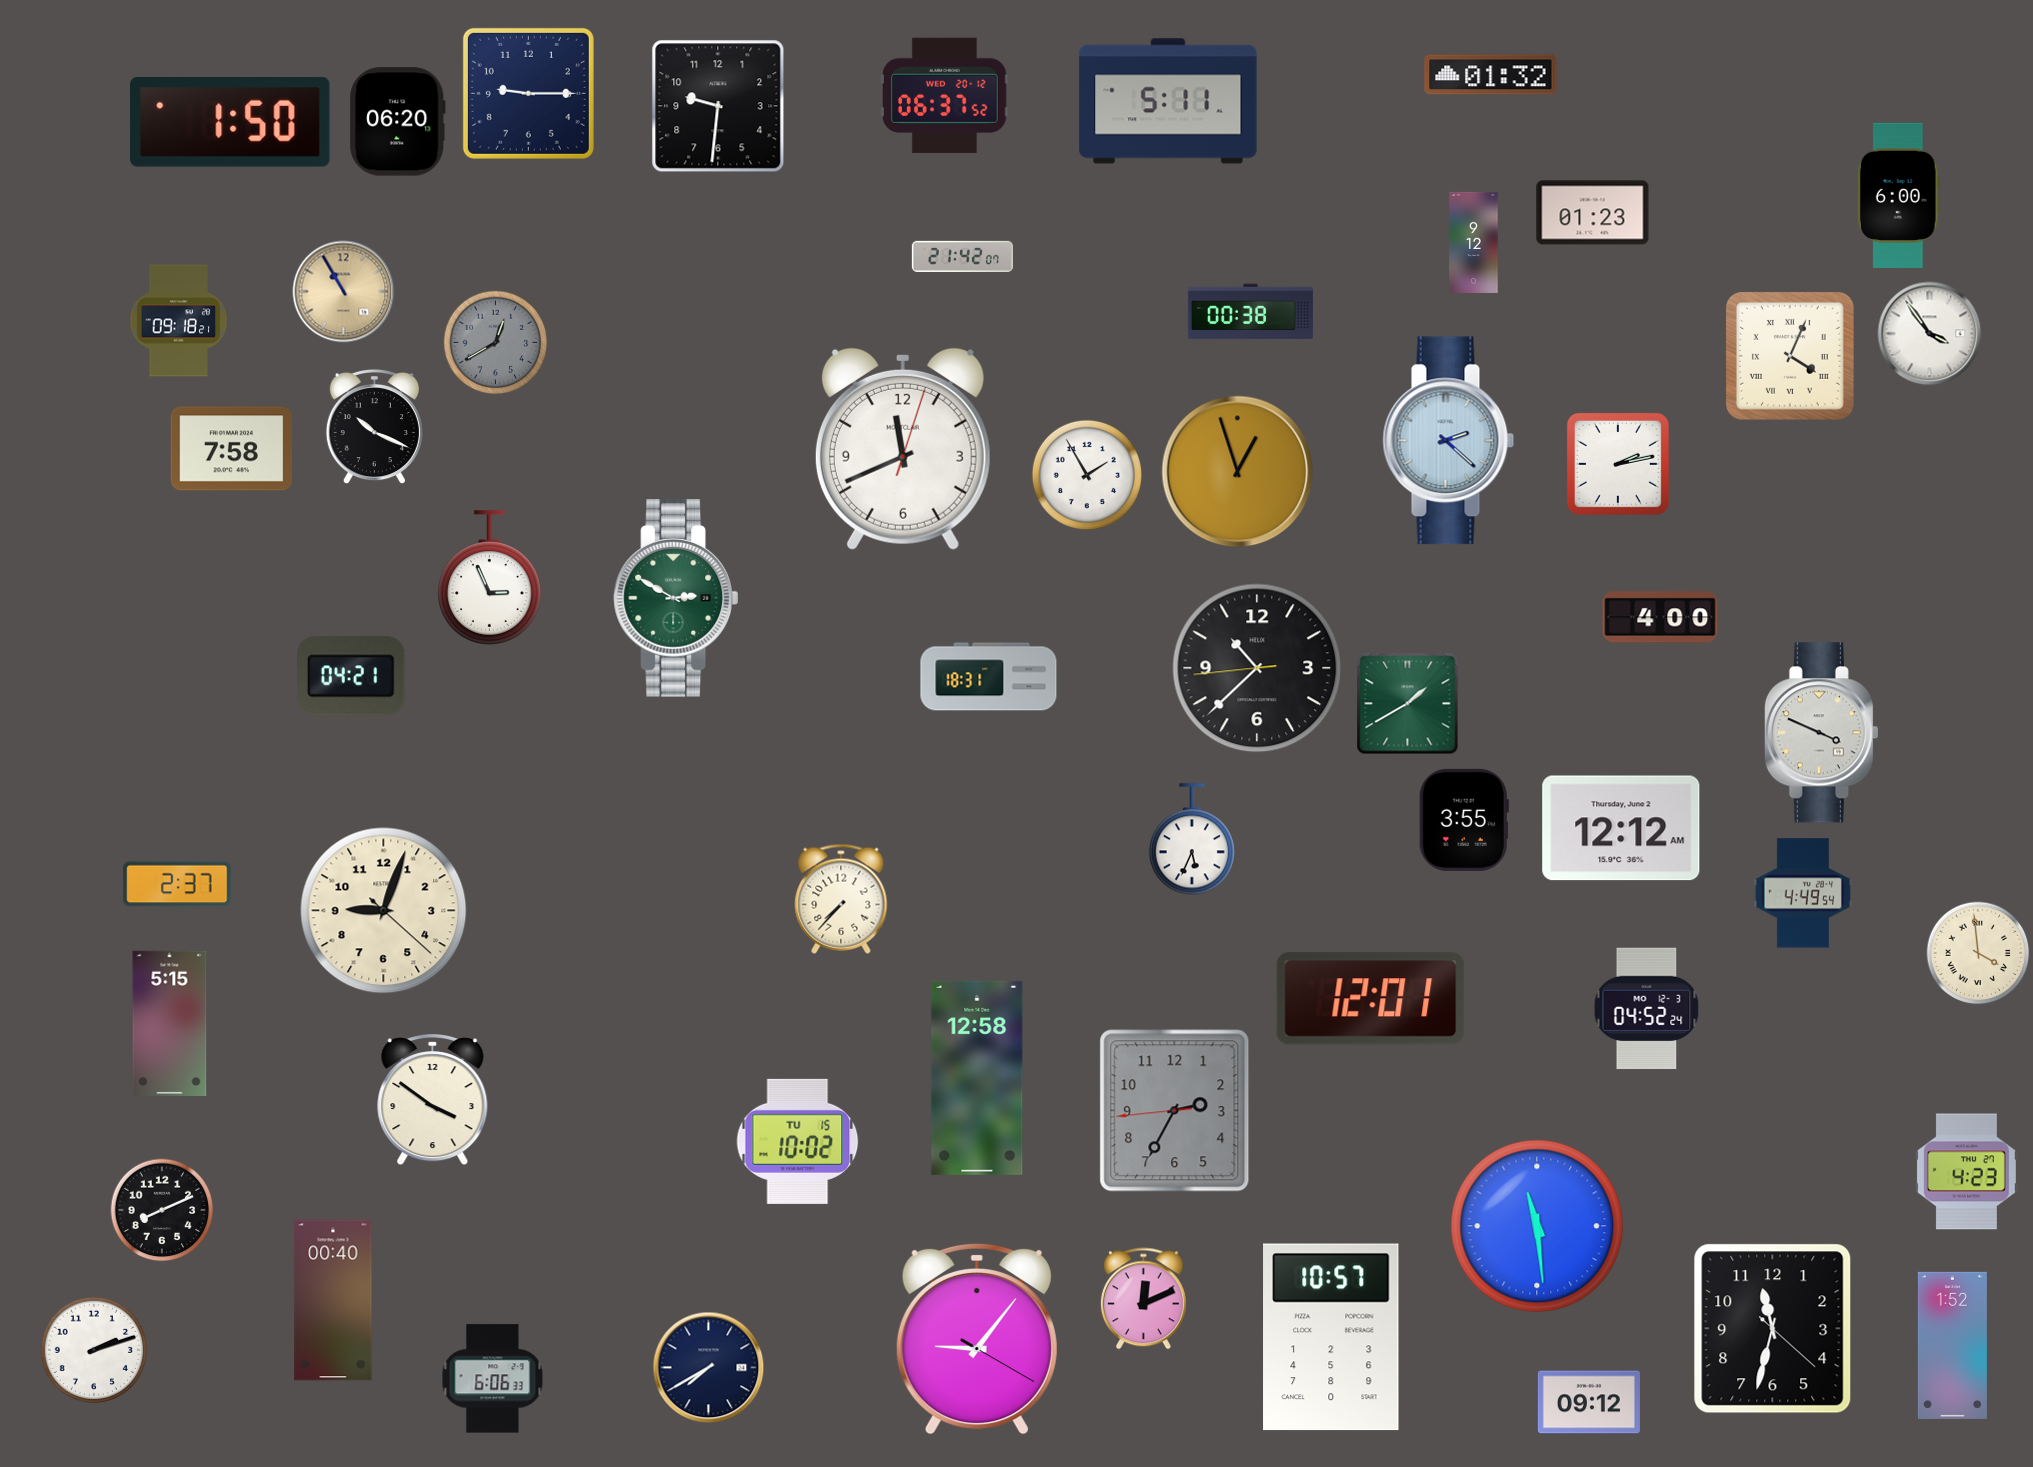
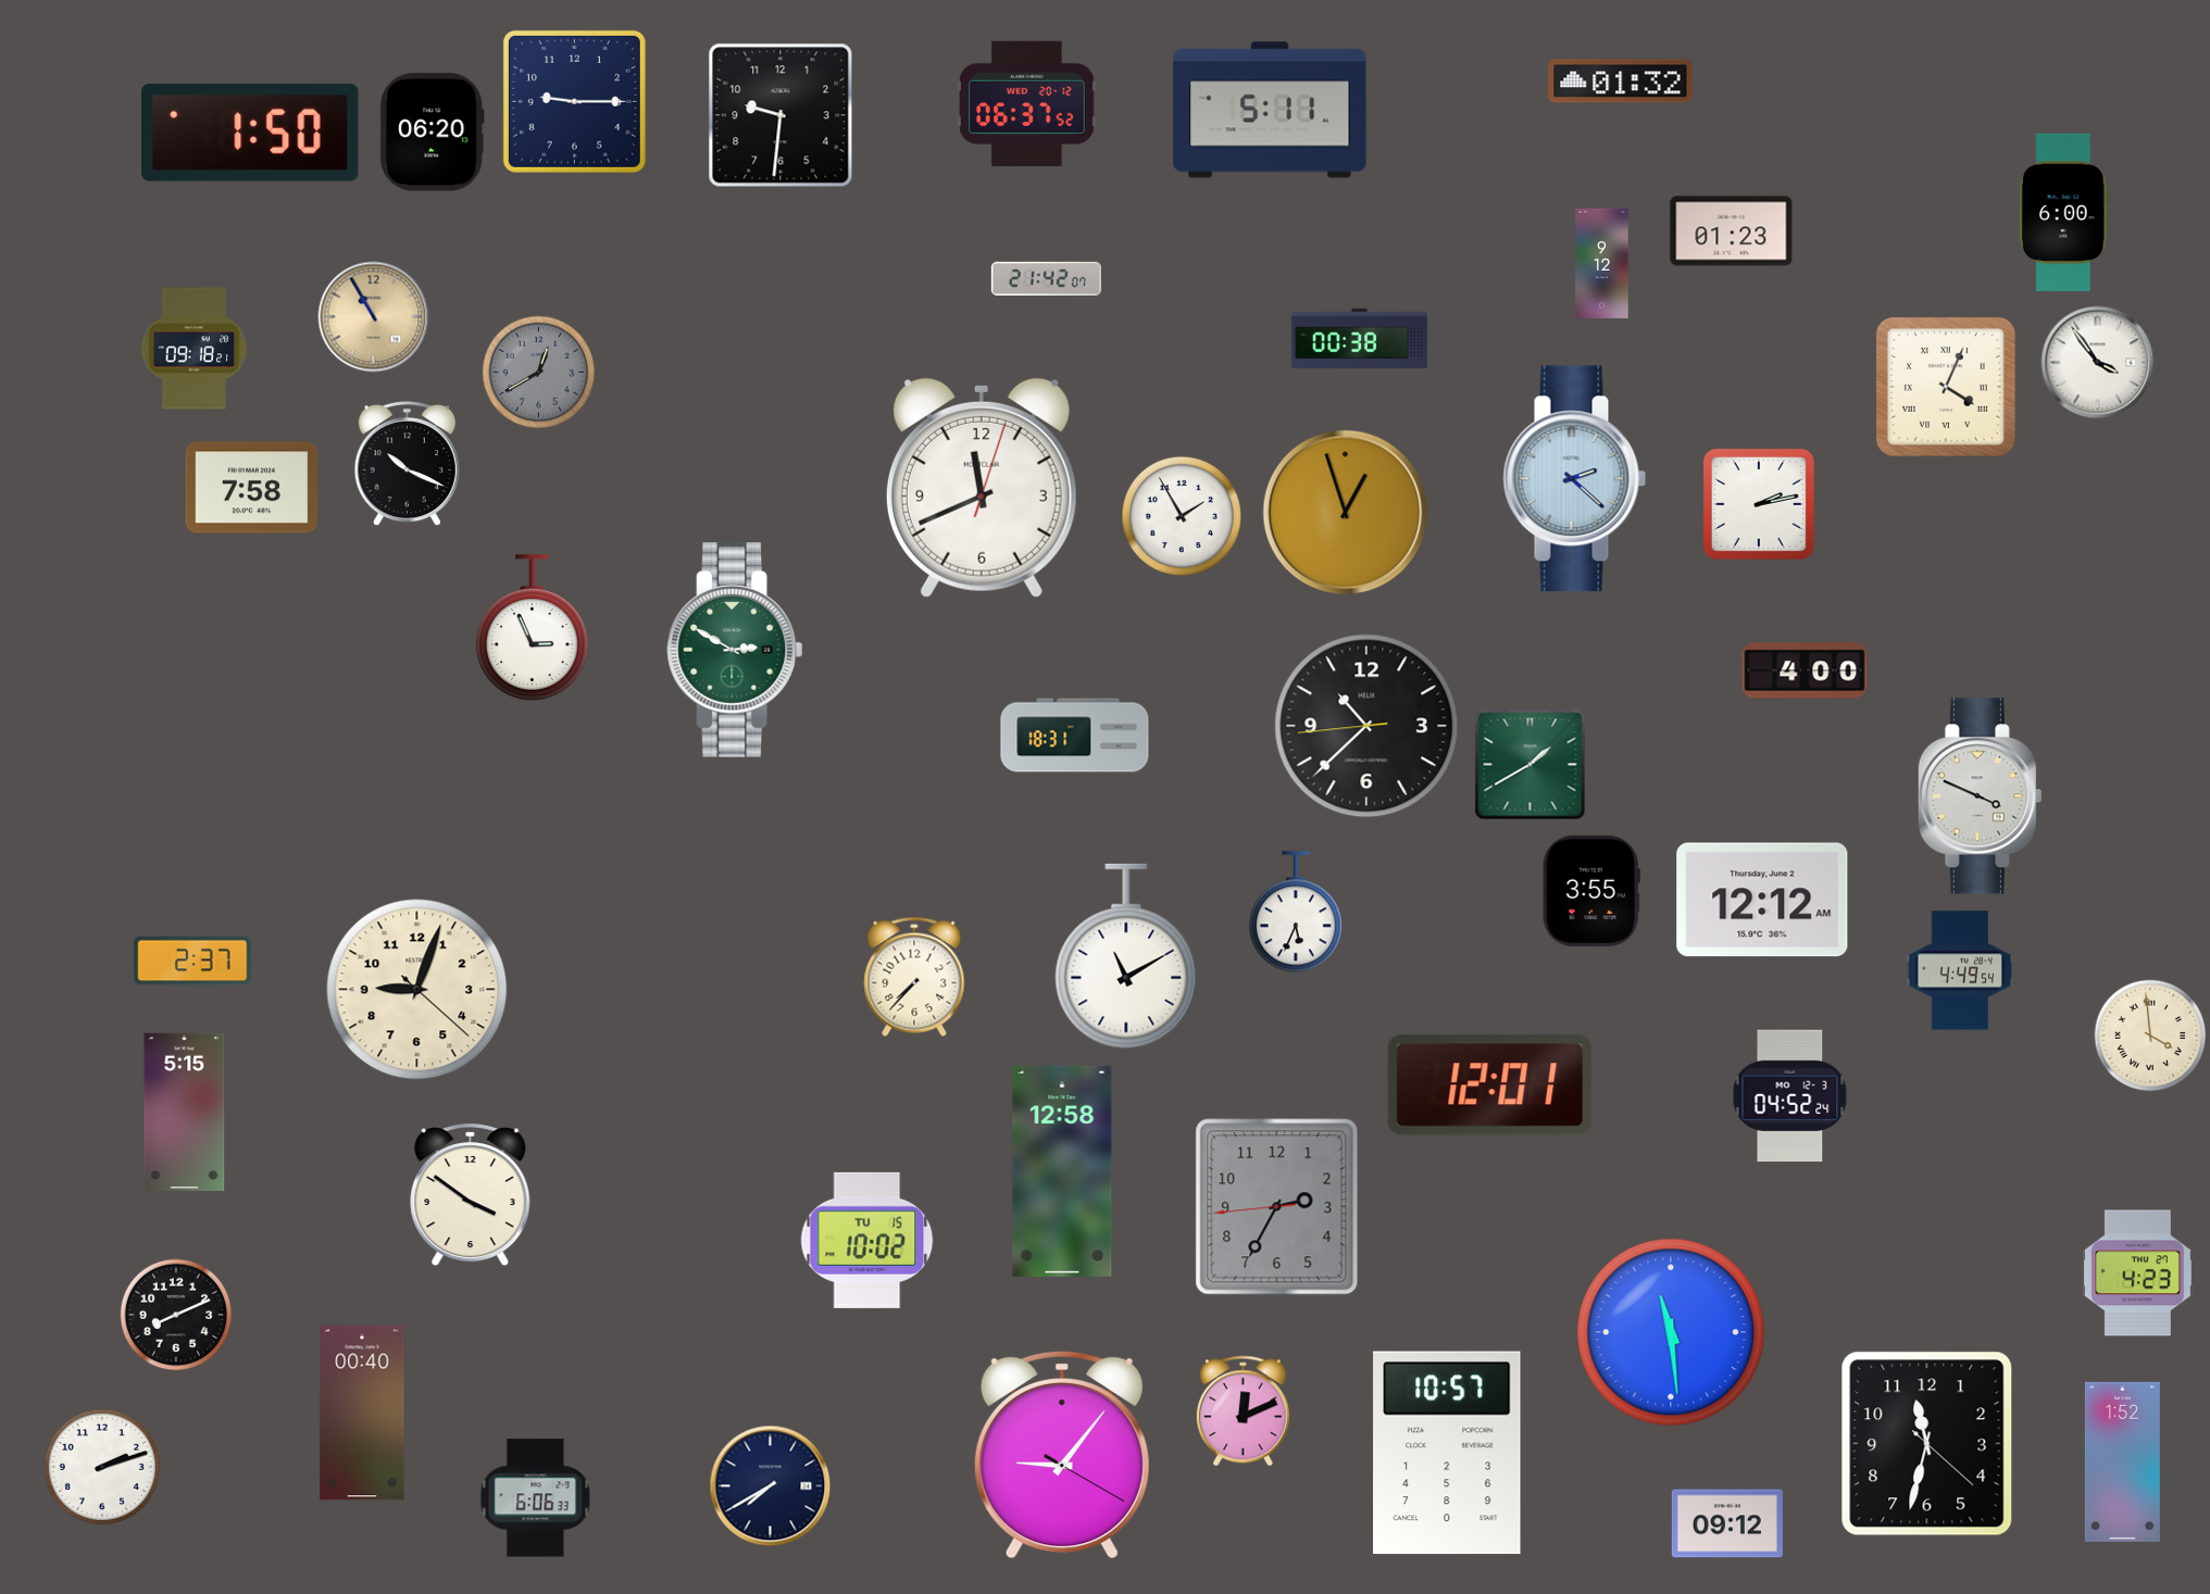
clock at (352, 676): 04:21 -> none
clock at (1126, 956): none -> 11:10
